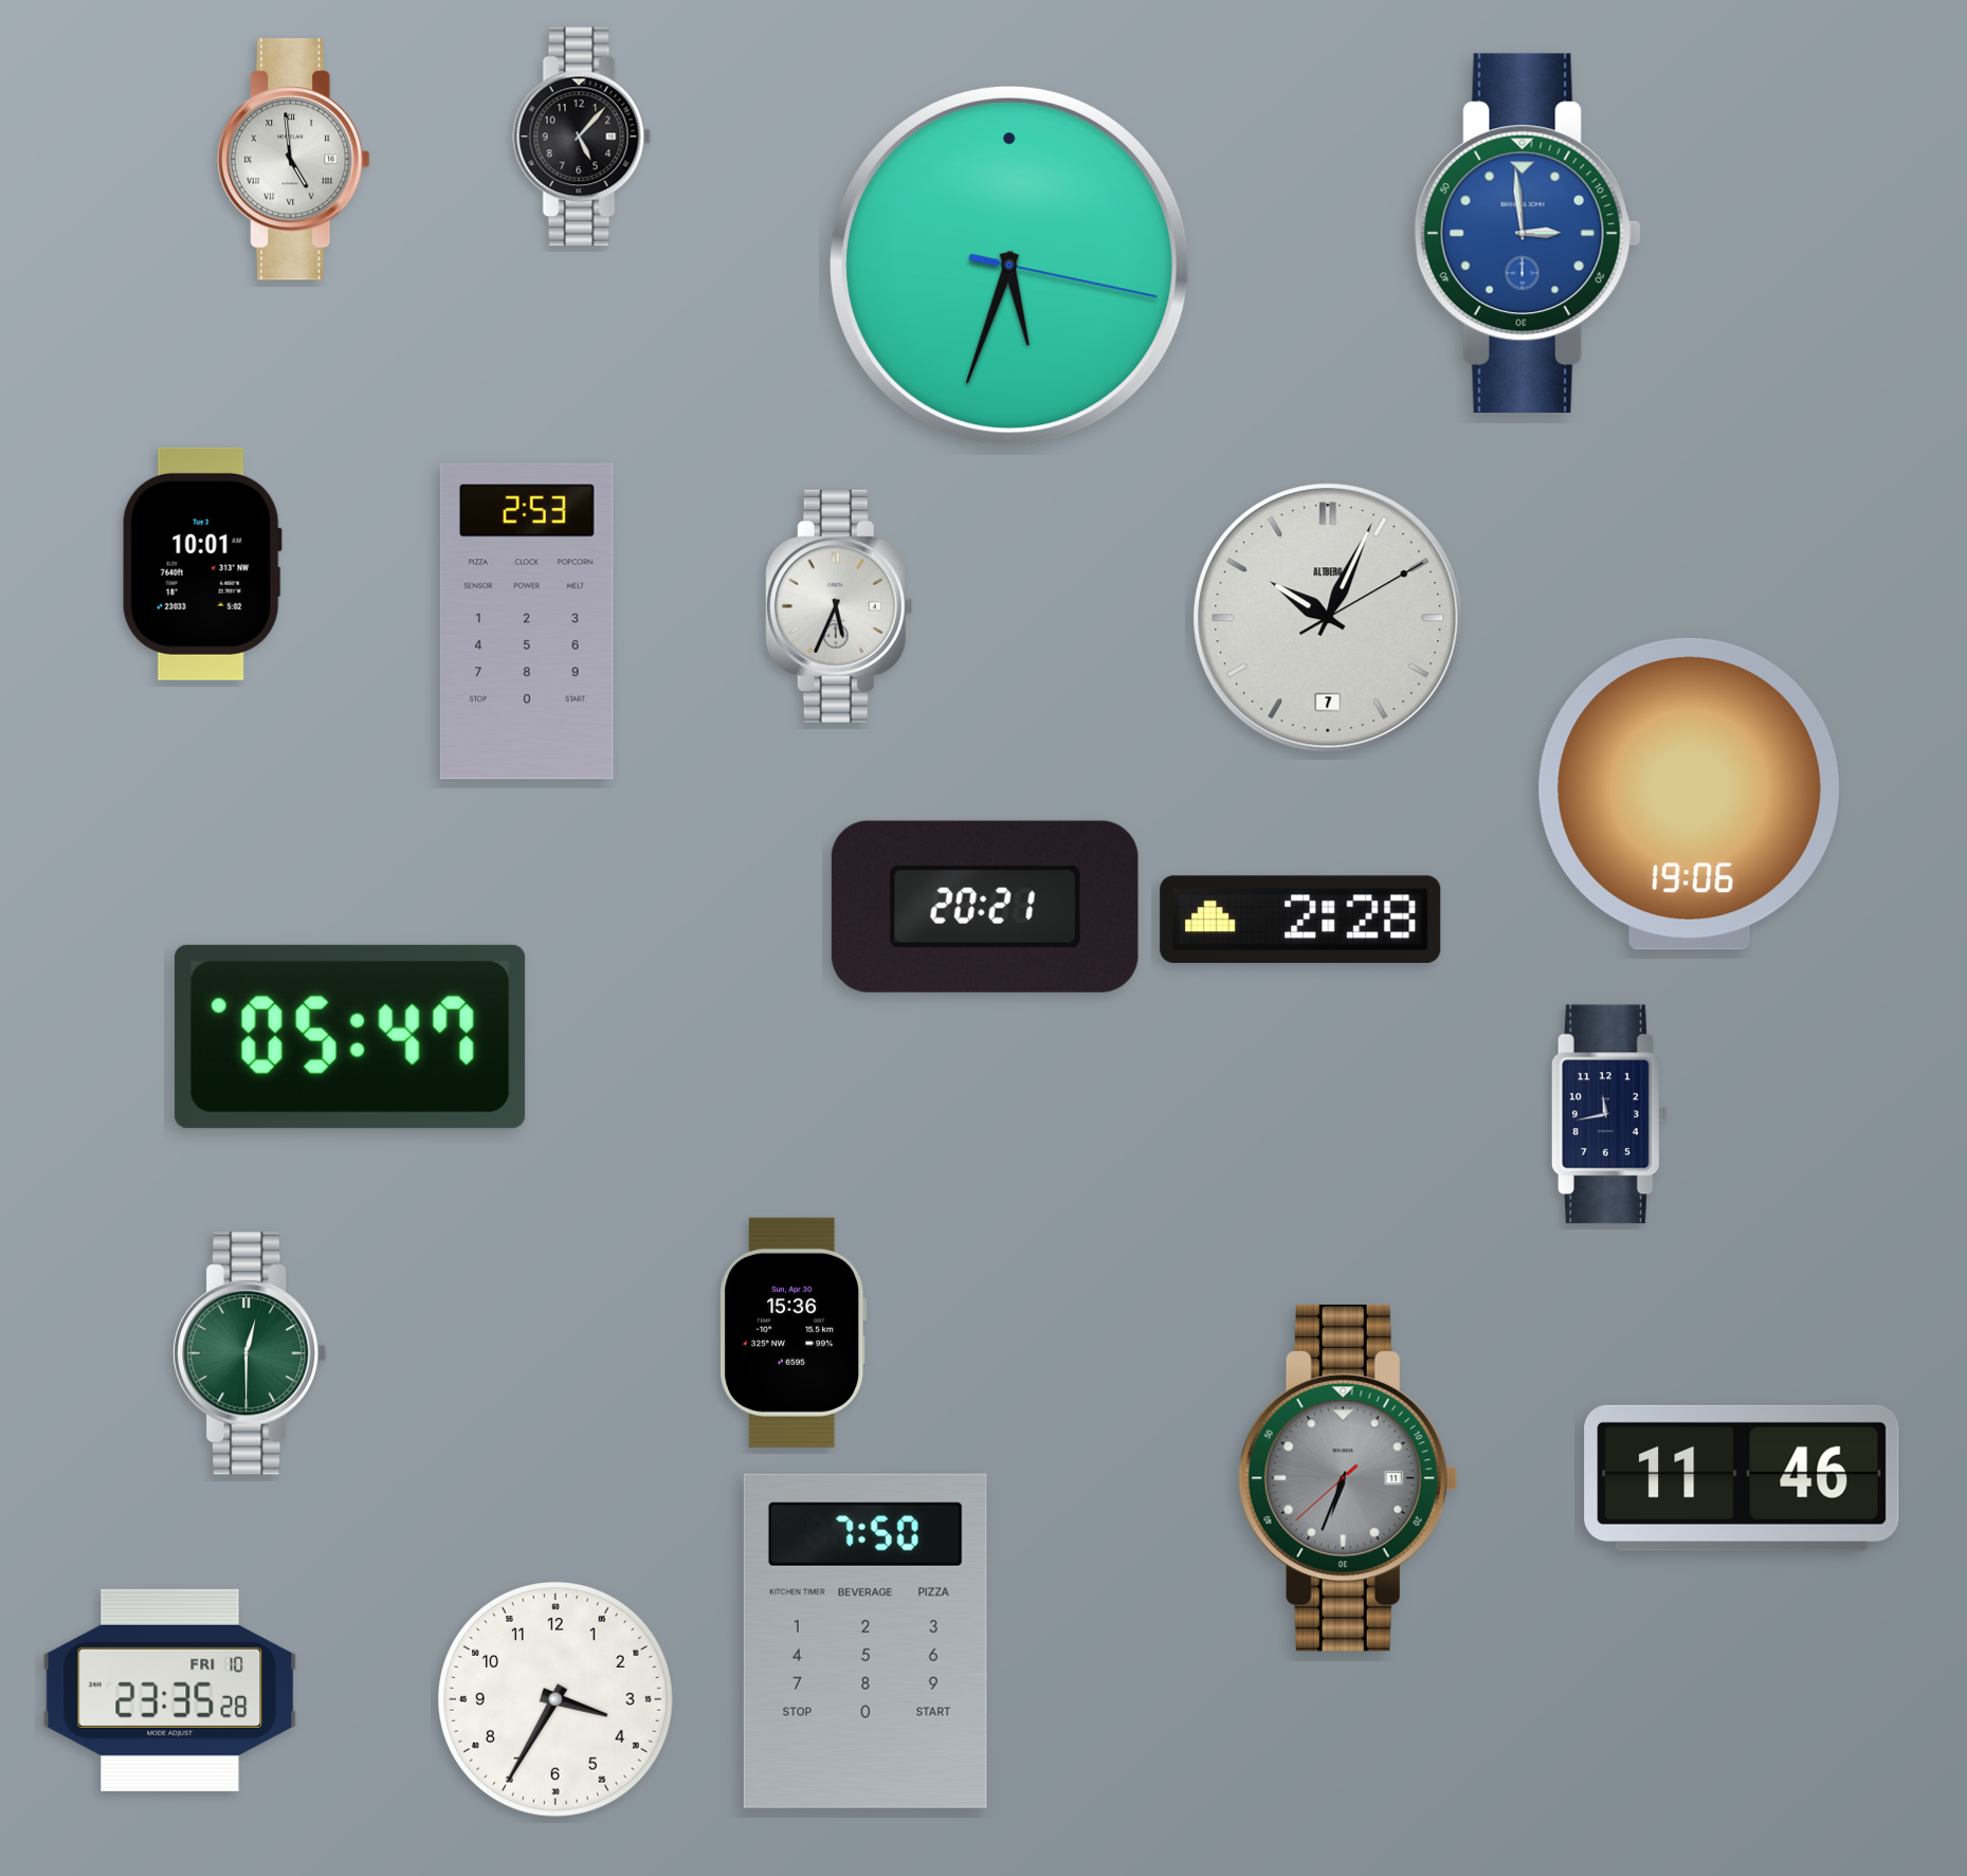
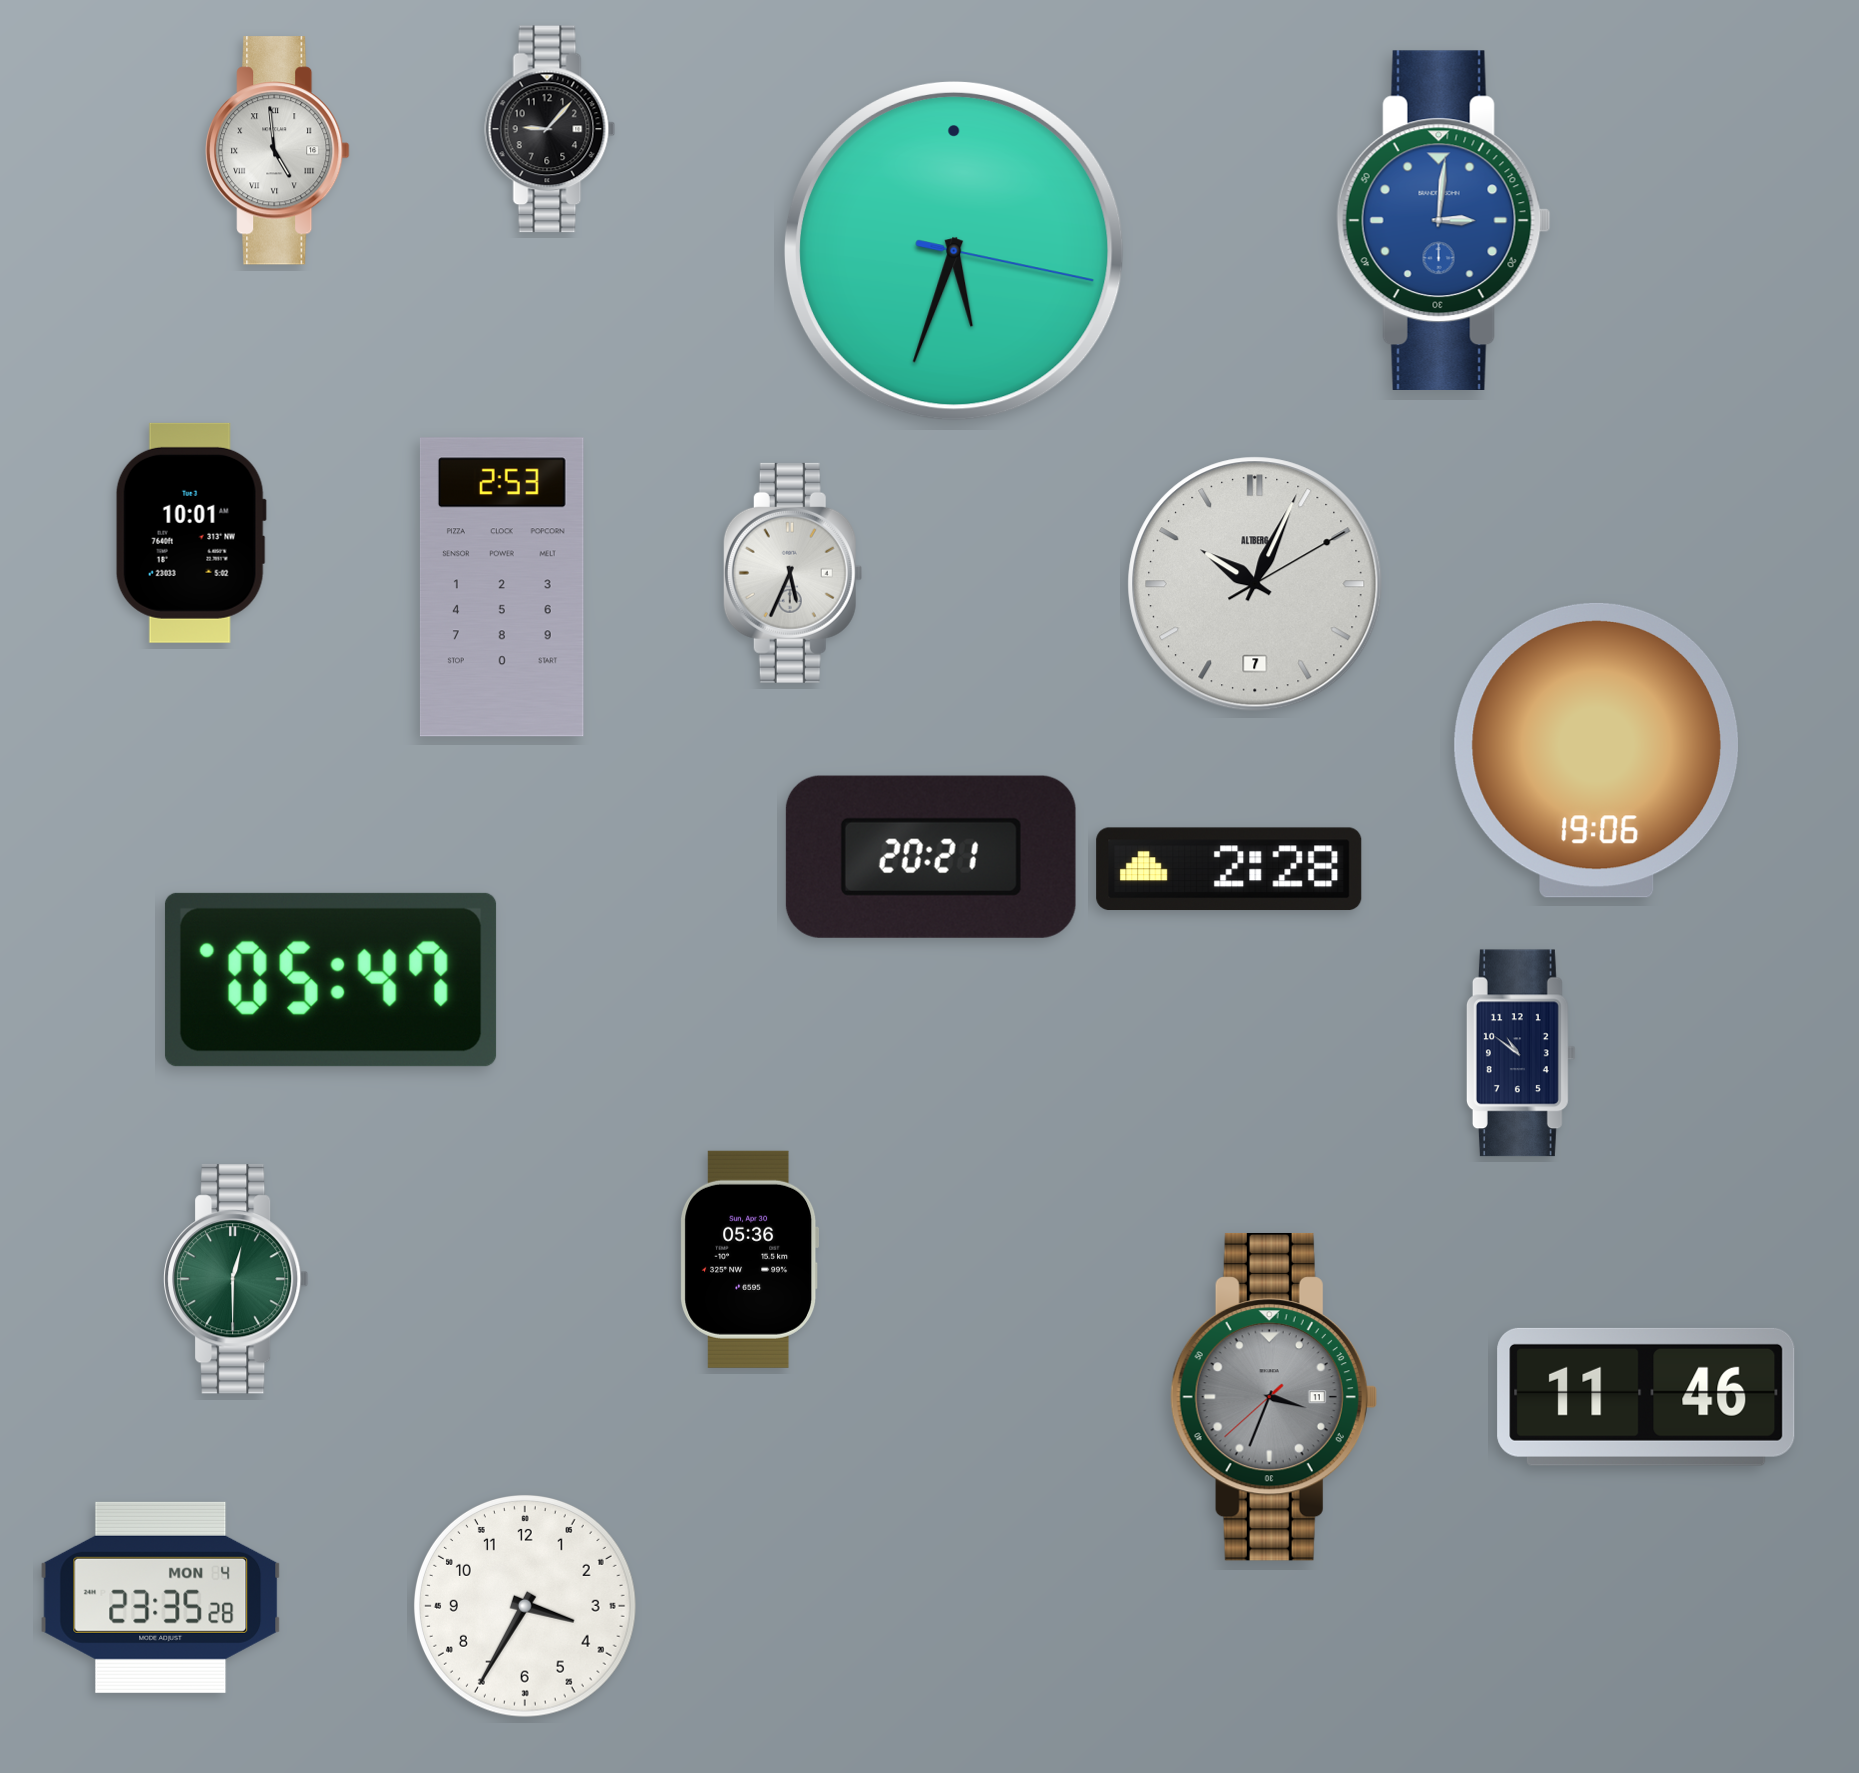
clock at (582, 136): 5:07 -> 9:07
clock at (1527, 233): 2:59 -> 3:01
clock at (527, 621) position: (527, 621) -> (502, 587)
clock at (1609, 1114): 11:43 -> 10:51
clock at (794, 1332): 15:36 -> 05:36
clock at (1348, 1478): 6:33 -> 3:33
clock at (866, 1641): 7:50 -> none
clock at (170, 1690) date: FRI 10 -> MON 4
